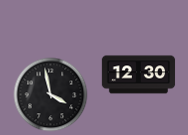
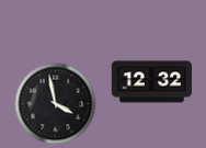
clock at (139, 75): 12:30 -> 12:32
